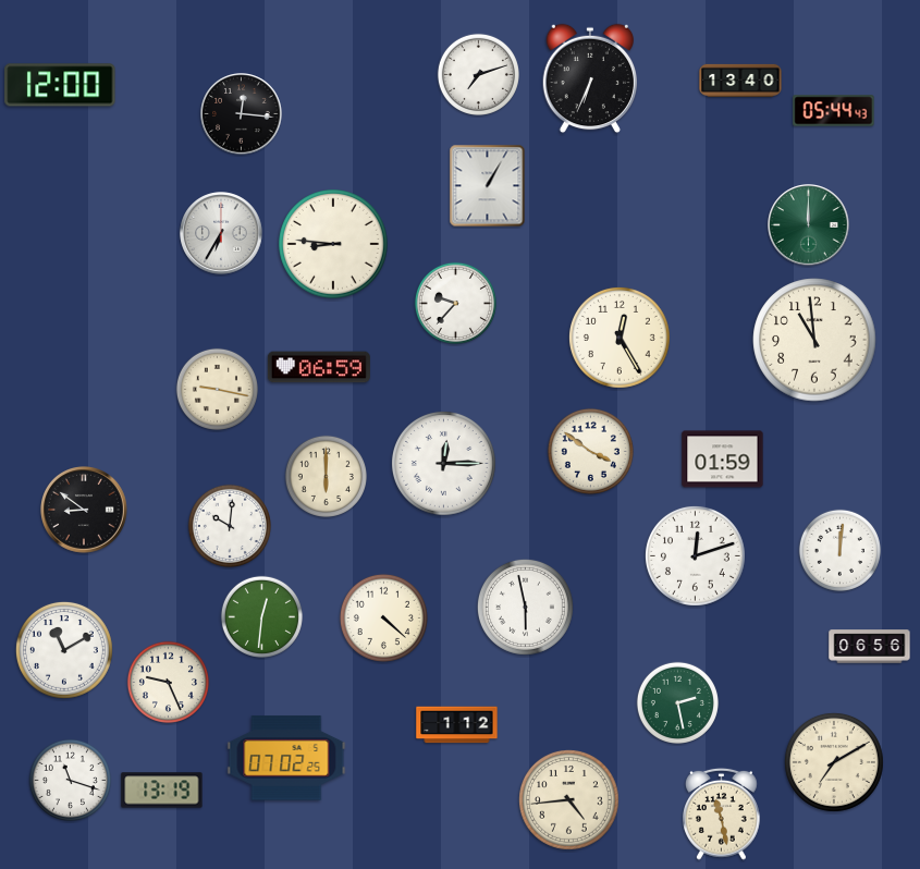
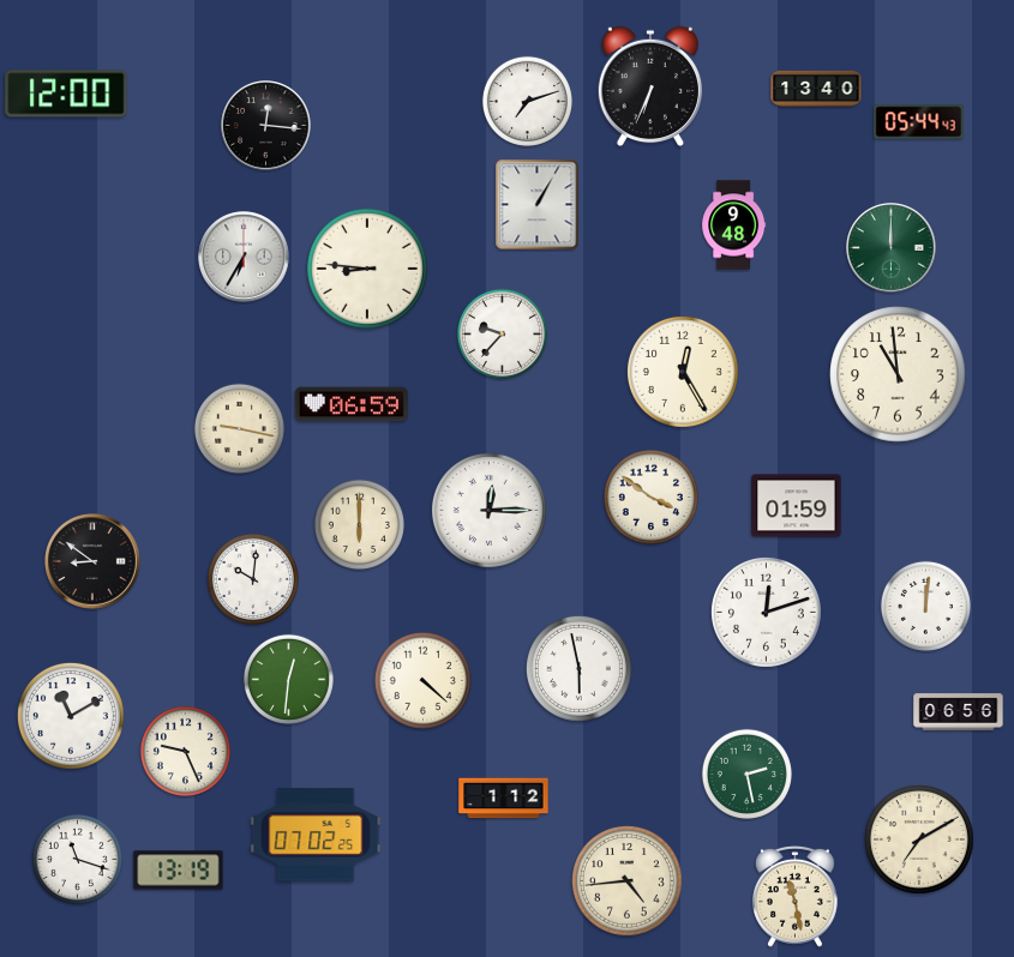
clock at (478, 74) position: (478, 74) -> (527, 101)
clock at (734, 225): none -> 9:48
